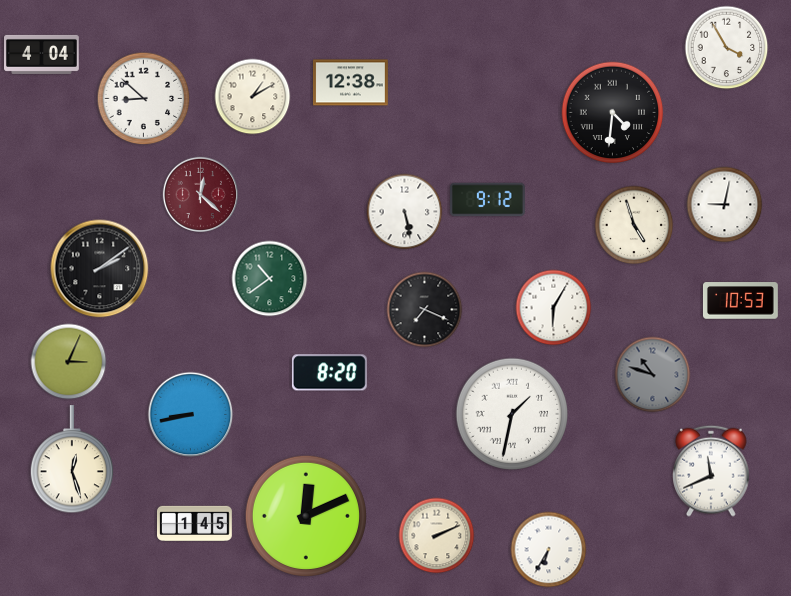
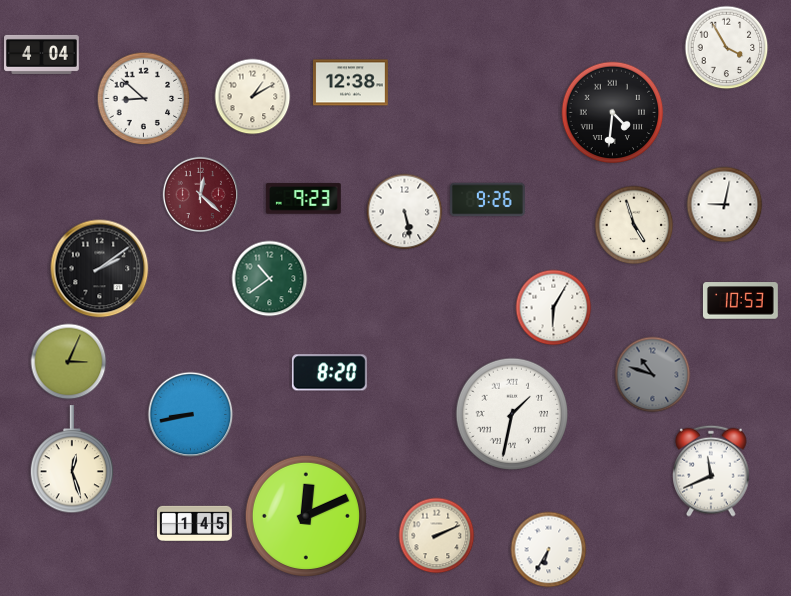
clock at (303, 199): none -> 9:23
clock at (488, 200): 9:12 -> 9:26
clock at (425, 310): 7:19 -> none
